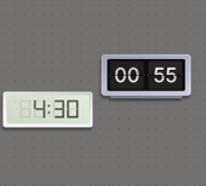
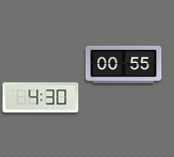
clock at (49, 110) position: (49, 110) -> (41, 98)
